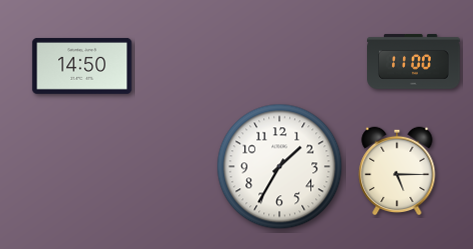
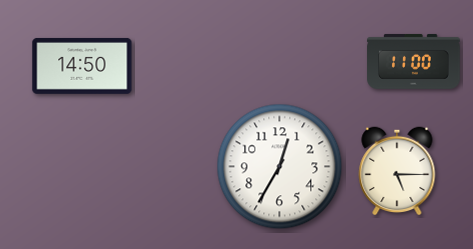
clock at (280, 167): 1:35 -> 12:35
